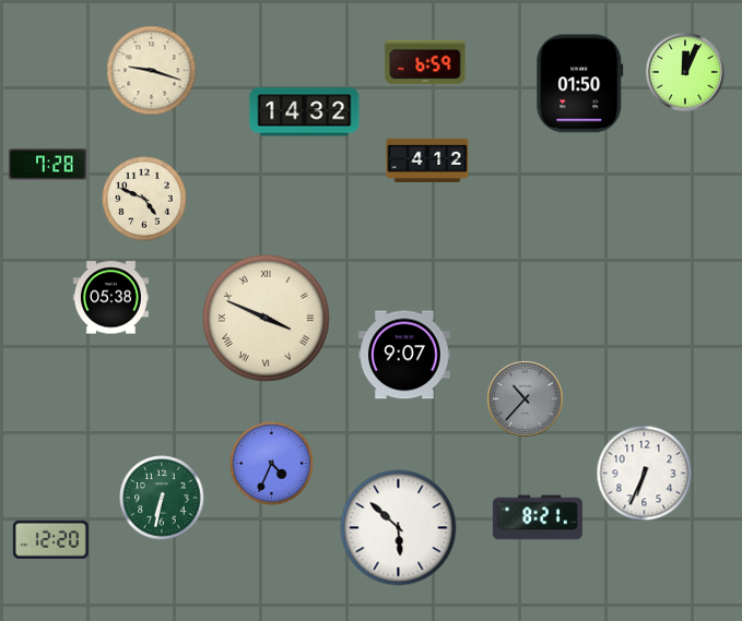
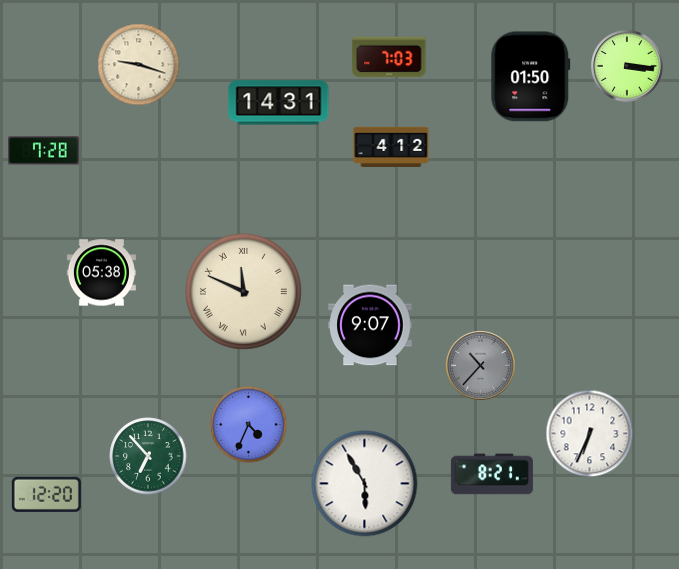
clock at (425, 62): 6:59 -> 7:03
clock at (685, 72): 12:04 -> 3:16
clock at (305, 112): 14:32 -> 14:31
clock at (144, 199): 4:49 -> none
clock at (266, 318): 3:49 -> 11:49
clock at (162, 498): 6:32 -> 6:53
clock at (399, 528): 5:52 -> 5:55
